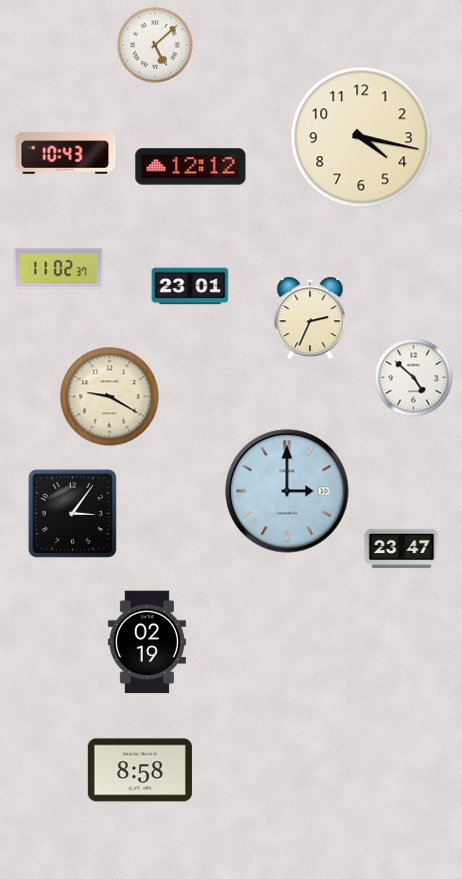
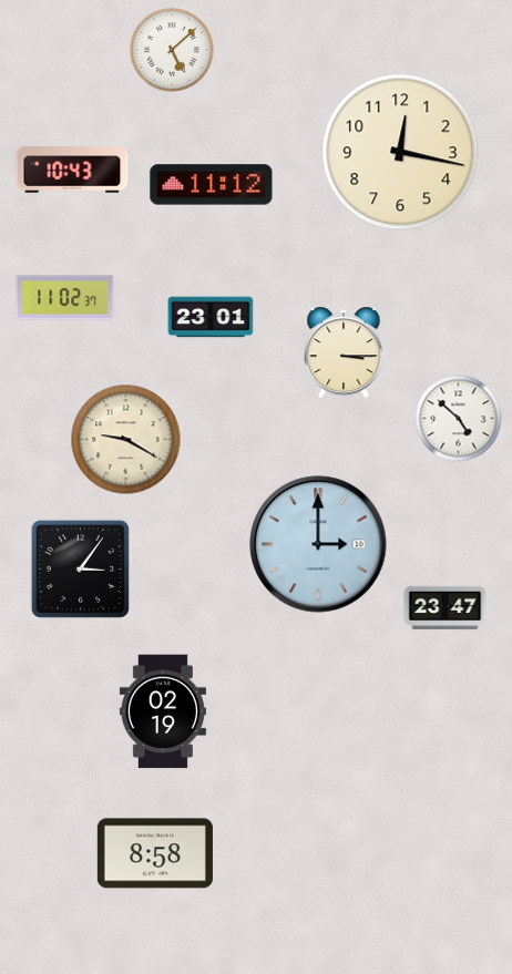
clock at (361, 137): 4:17 -> 12:17
clock at (191, 167): 12:12 -> 11:12
clock at (310, 318): 2:34 -> 3:15
clock at (110, 397) position: (110, 397) -> (126, 440)
